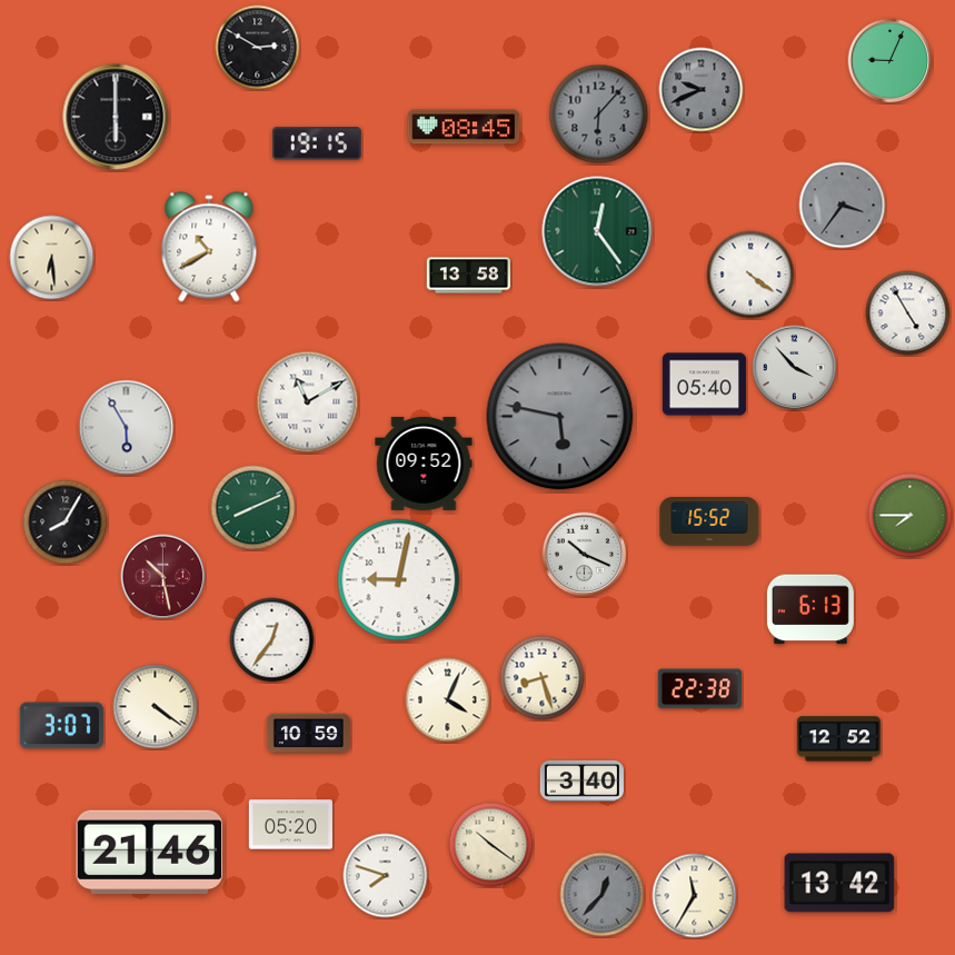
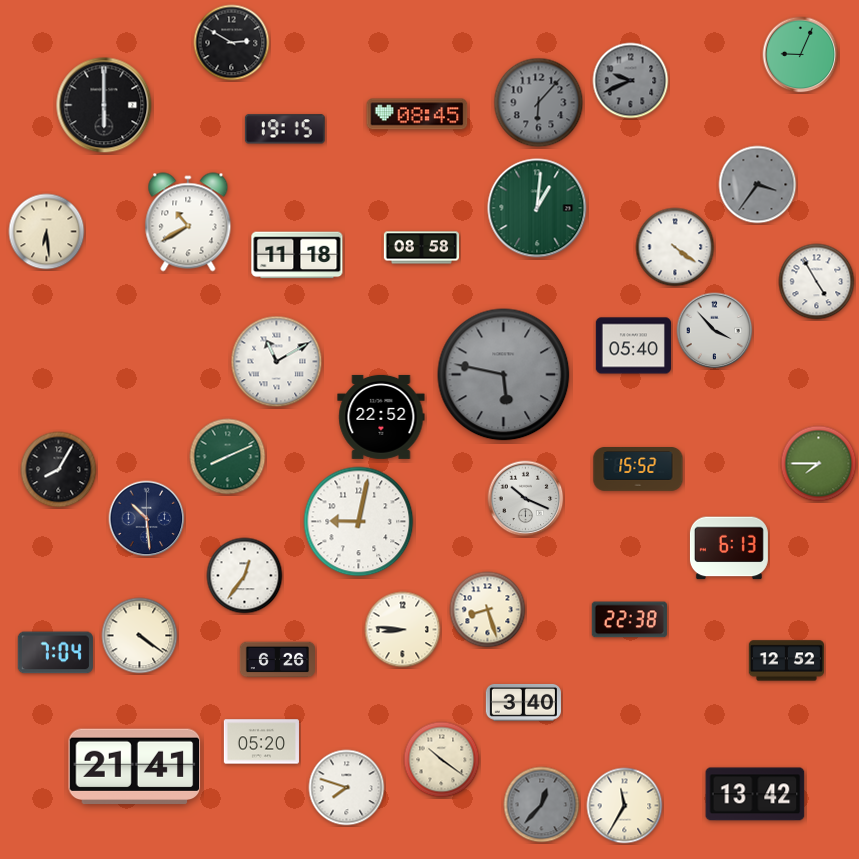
clock at (597, 231): 12:24 -> 1:01
clock at (468, 276): 13:58 -> 08:58
clock at (297, 255): none -> 11:18
clock at (127, 428): 5:55 -> none
clock at (424, 464): 09:52 -> 22:52
clock at (163, 577): 10:28 -> 10:29
clock at (163, 577) dial: burgundy -> navy
clock at (448, 700): 4:04 -> 8:46
clock at (61, 726): 3:07 -> 7:04
clock at (308, 734): 10:59 -> 6:26
clock at (838, 739) position: (838, 739) -> (786, 661)
clock at (150, 853): 21:46 -> 21:41
